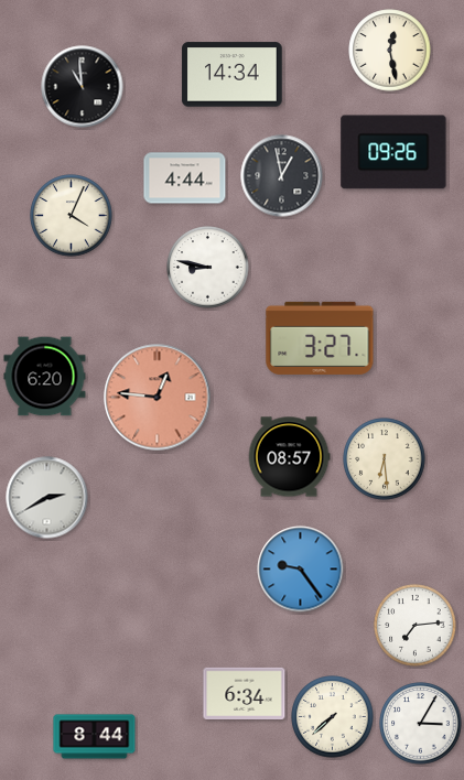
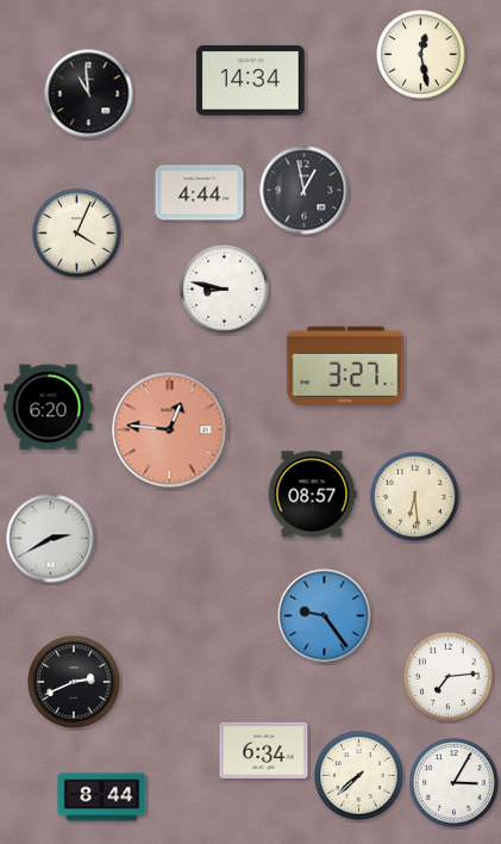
clock at (393, 152): 09:26 -> none
clock at (74, 682): none -> 2:41
